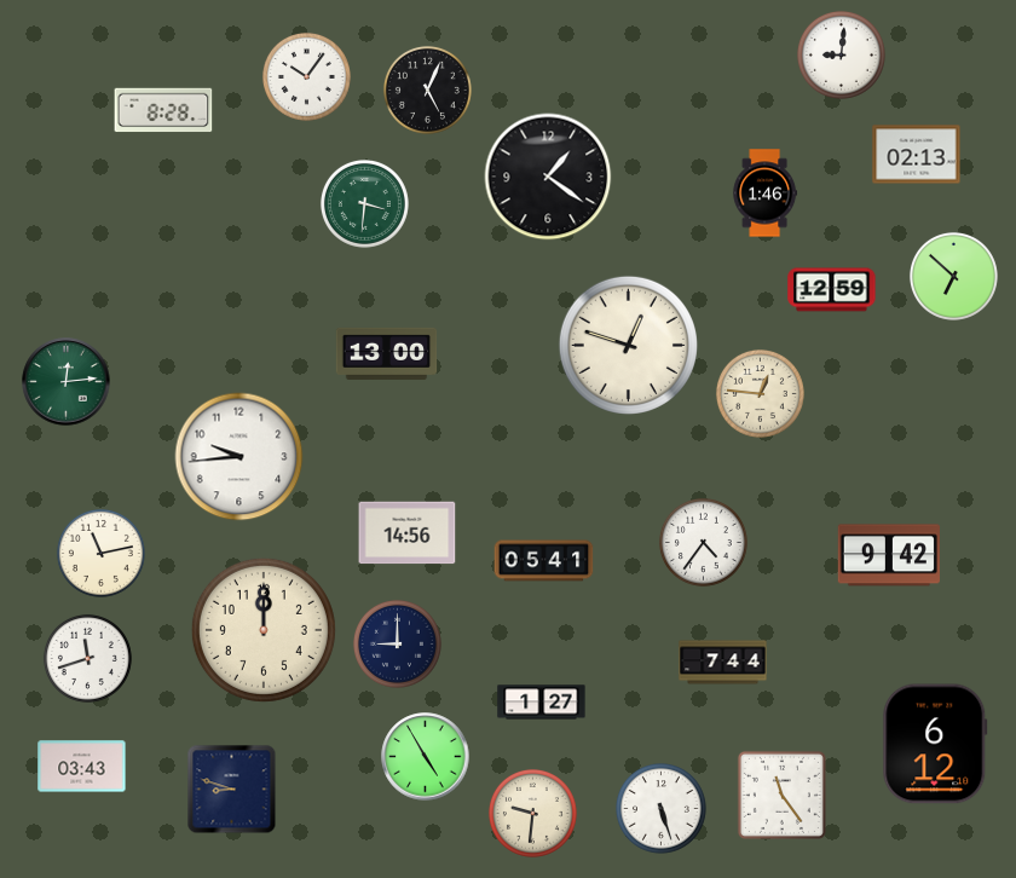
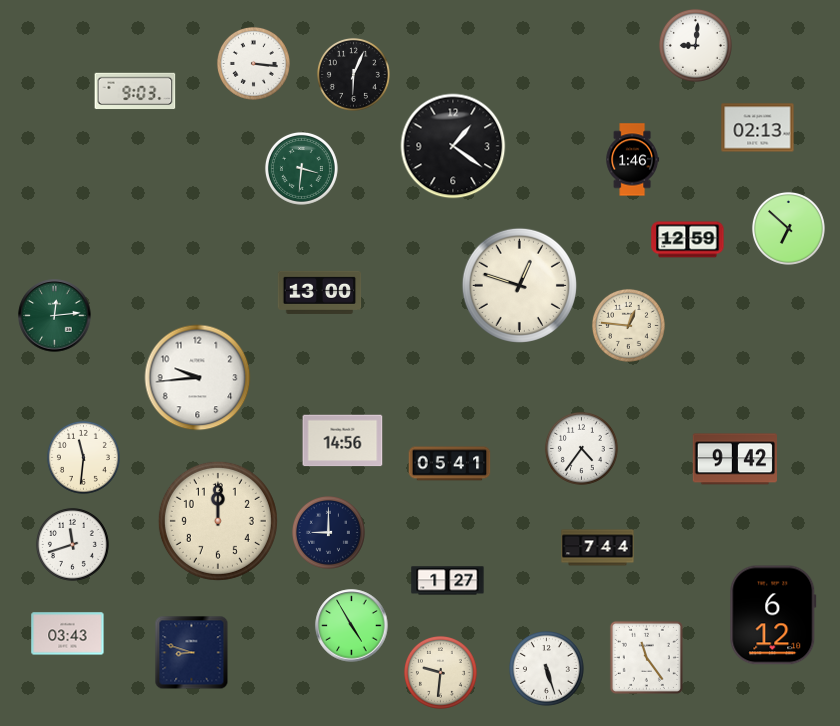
clock at (306, 76): 10:06 -> 3:16
clock at (427, 89): 5:04 -> 6:04
clock at (163, 110): 8:28 -> 9:03
clock at (408, 533) position: (408, 533) -> (343, 441)
clock at (100, 553): 11:13 -> 11:31
